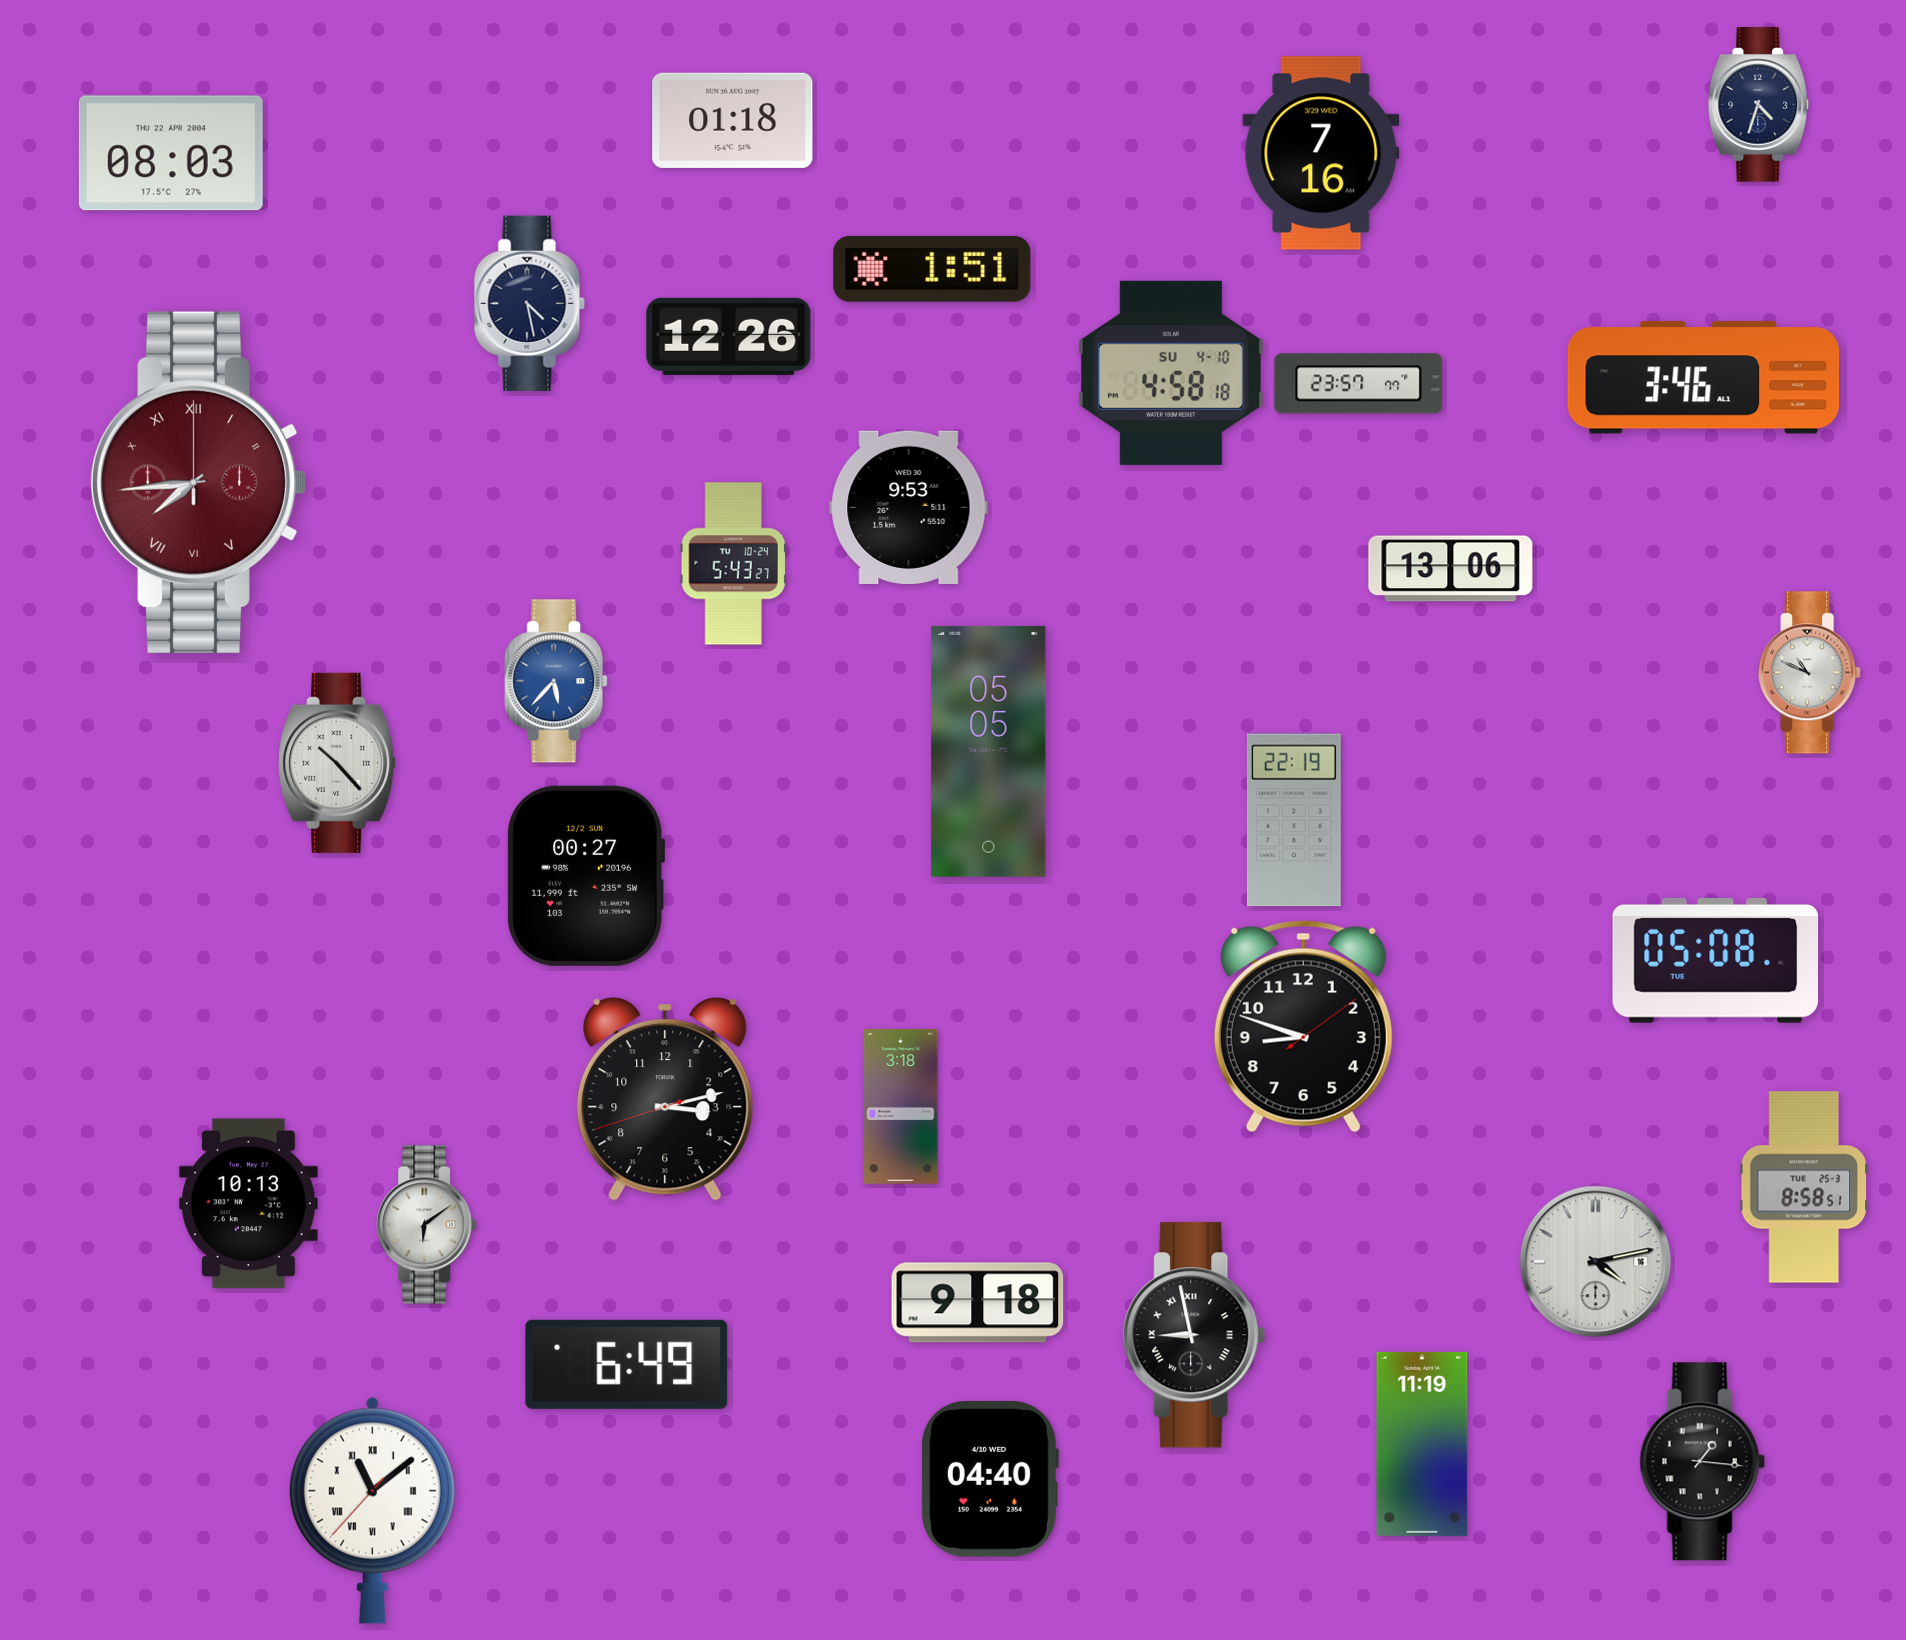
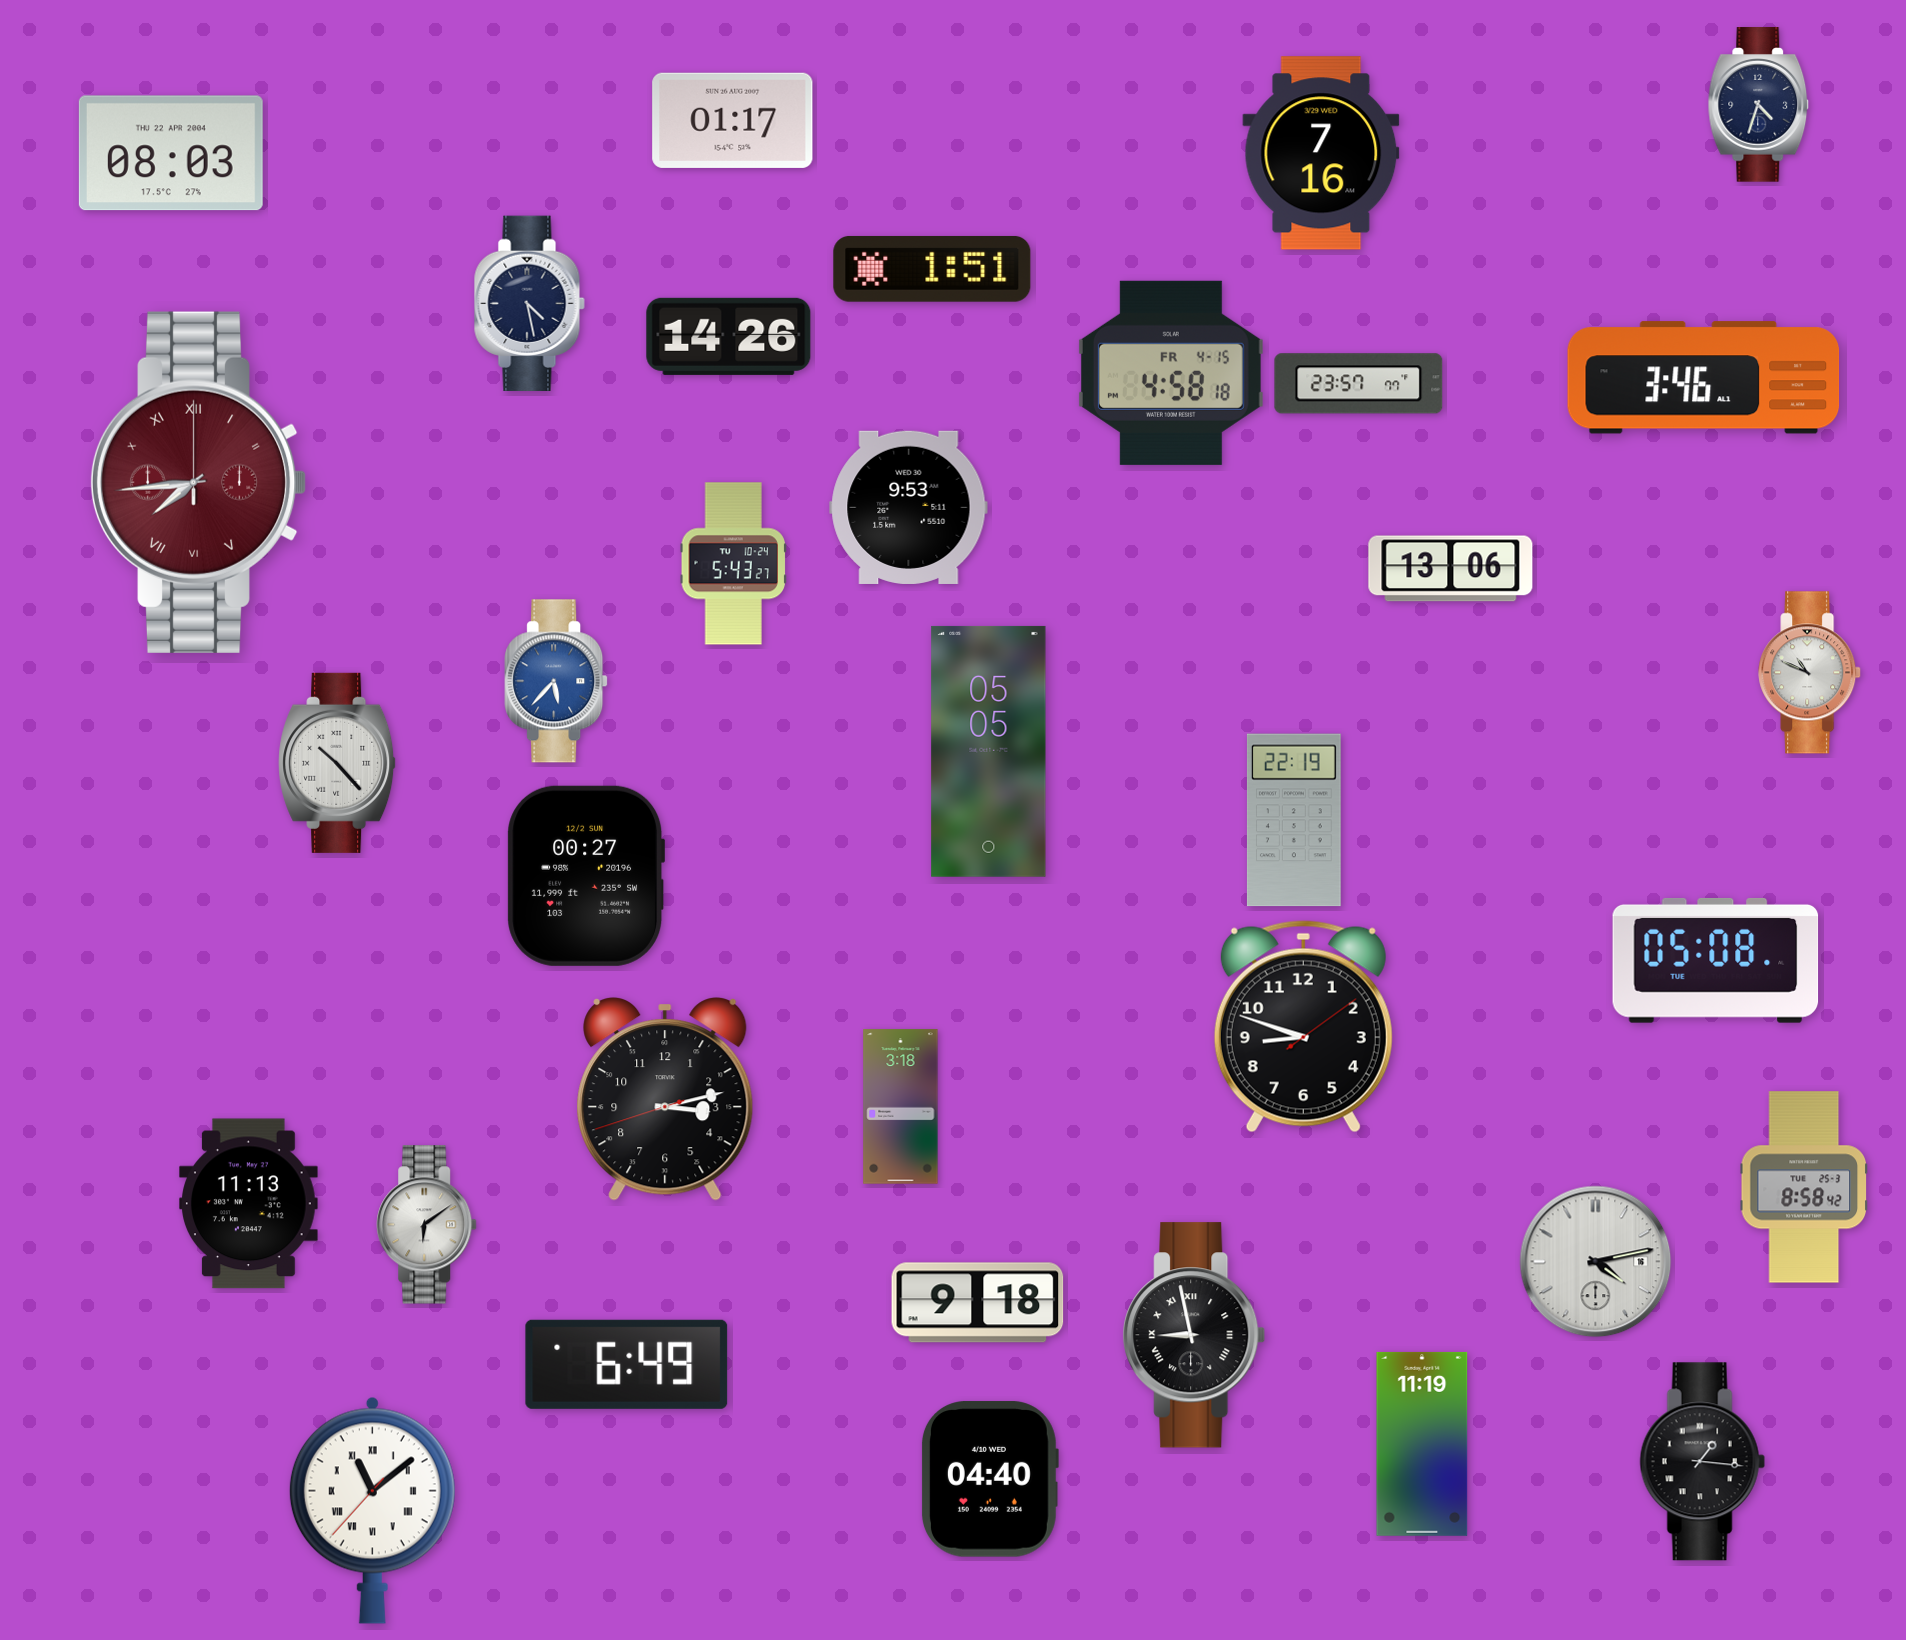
clock at (733, 120): 01:18 -> 01:17
clock at (729, 336): 12:26 -> 14:26
clock at (1171, 373) date: SU 4-10 -> FR 4-15
clock at (1803, 1187): 8:58:51 -> 8:58:42
clock at (249, 1204): 10:13 -> 11:13
